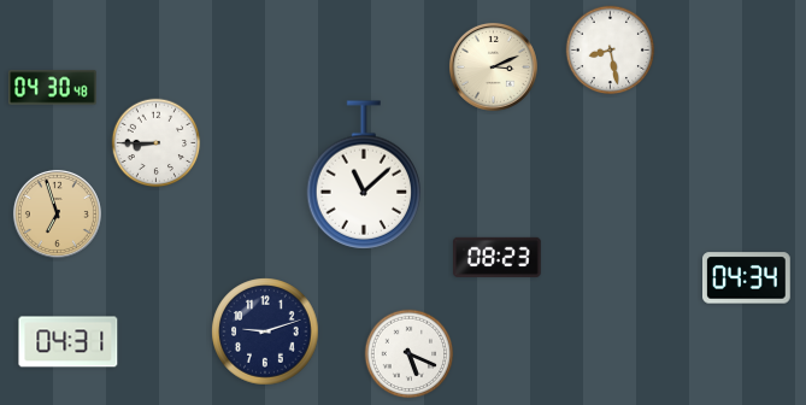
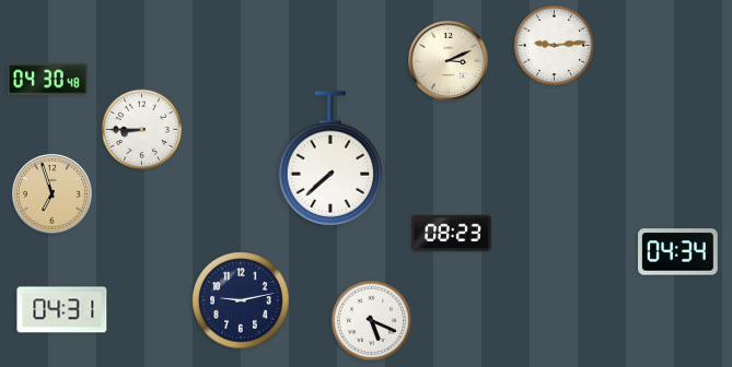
clock at (611, 51): 8:28 -> 9:14
clock at (364, 175): 11:08 -> 7:38
clock at (265, 331): 9:12 -> 9:13
